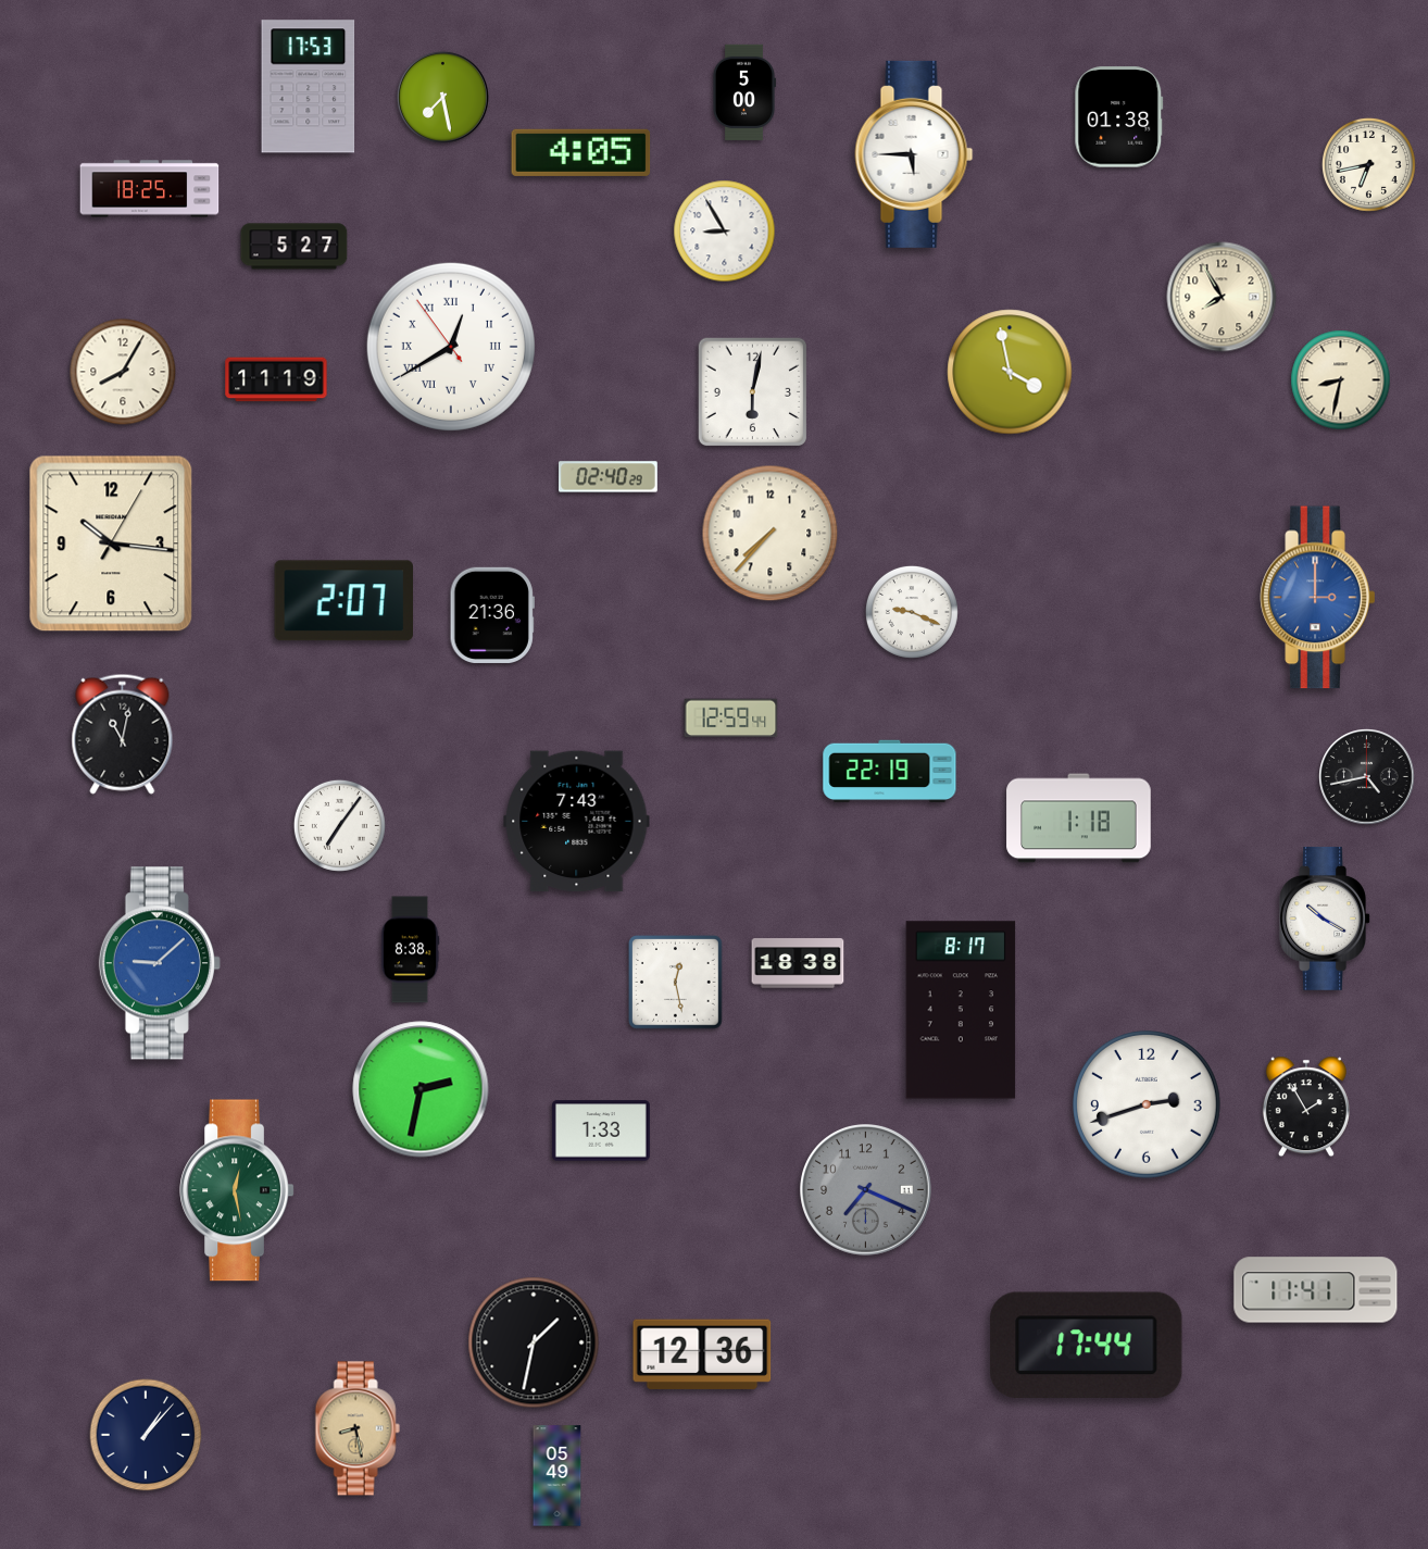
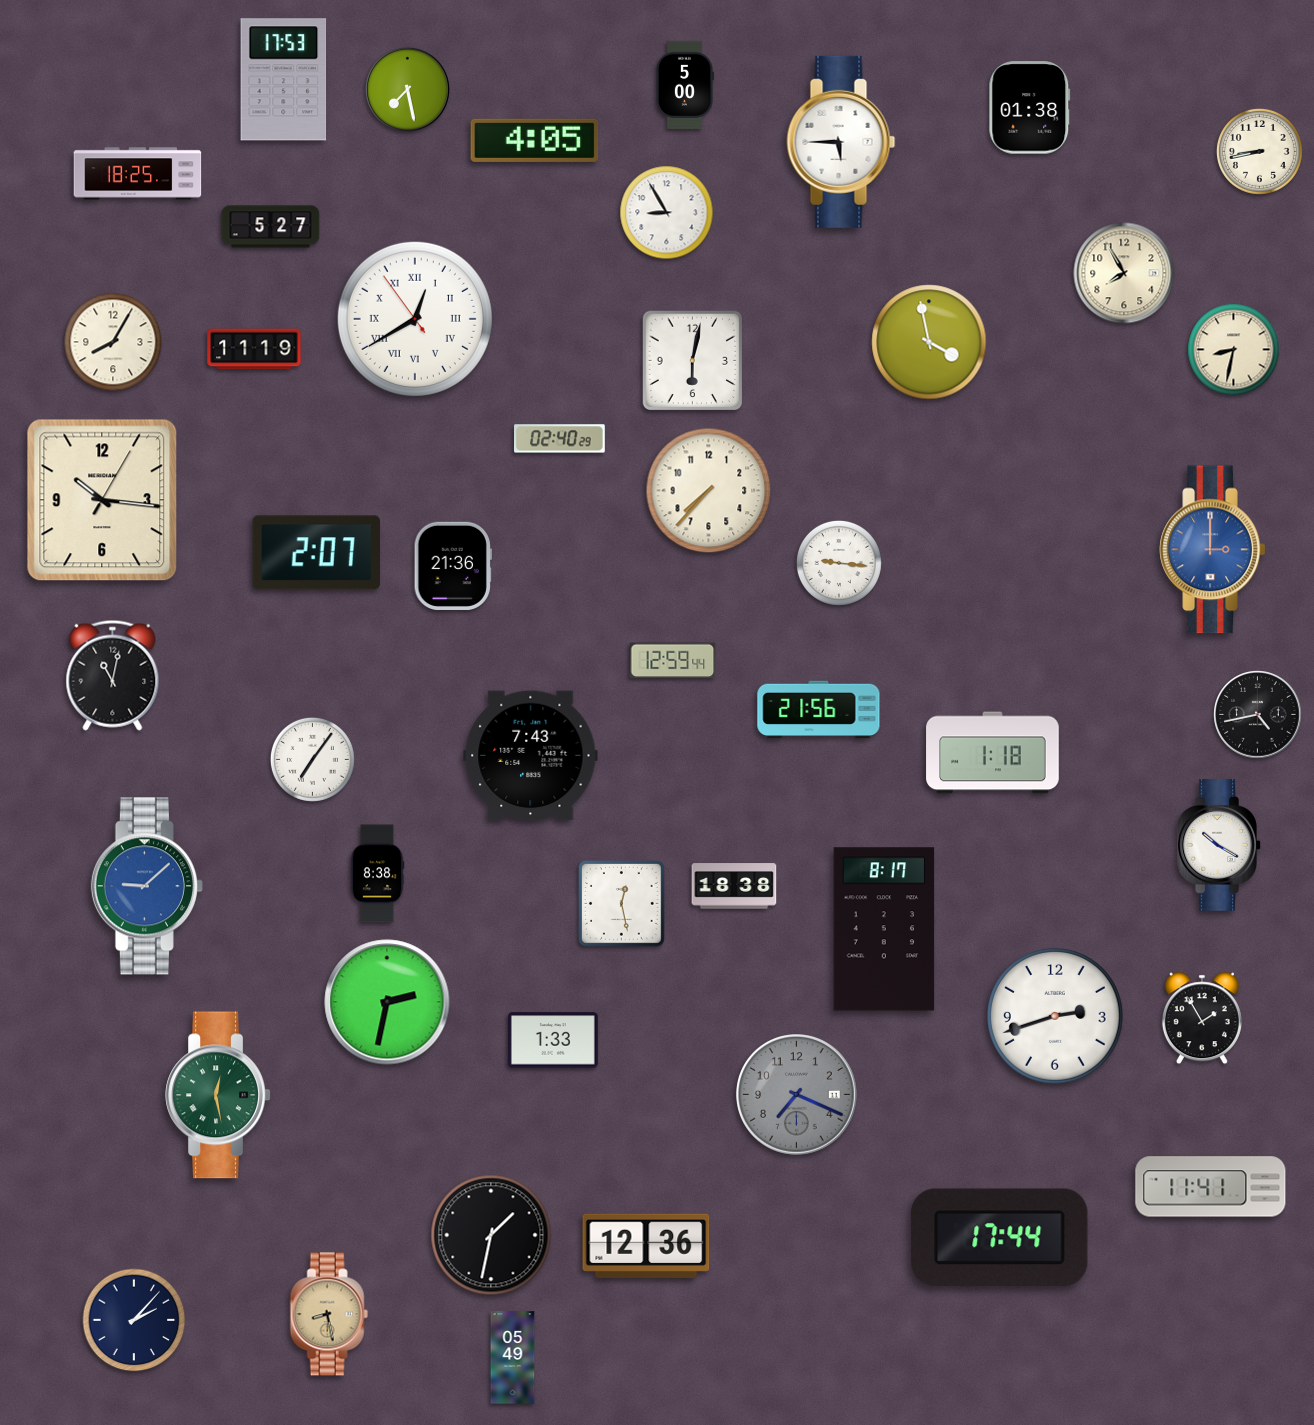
clock at (1368, 164): 6:43 -> 8:43
clock at (912, 612): 9:19 -> 9:16
clock at (890, 772): 22:19 -> 21:56
clock at (146, 1435): 1:07 -> 2:07
